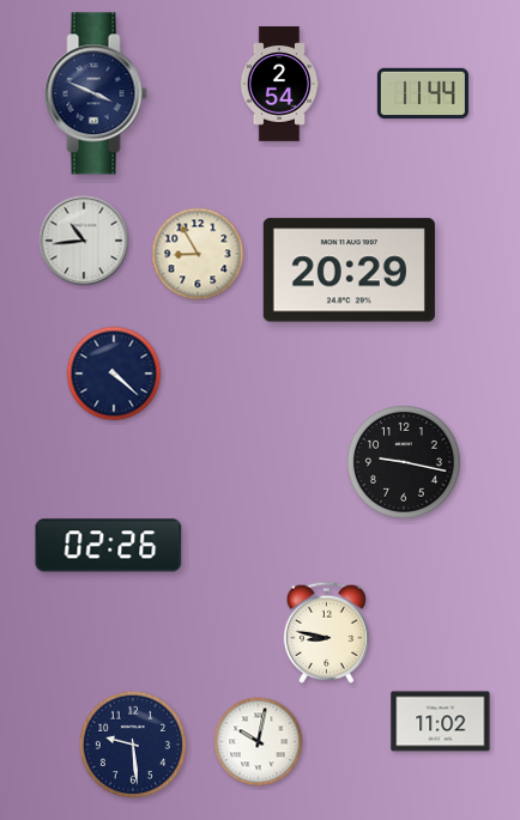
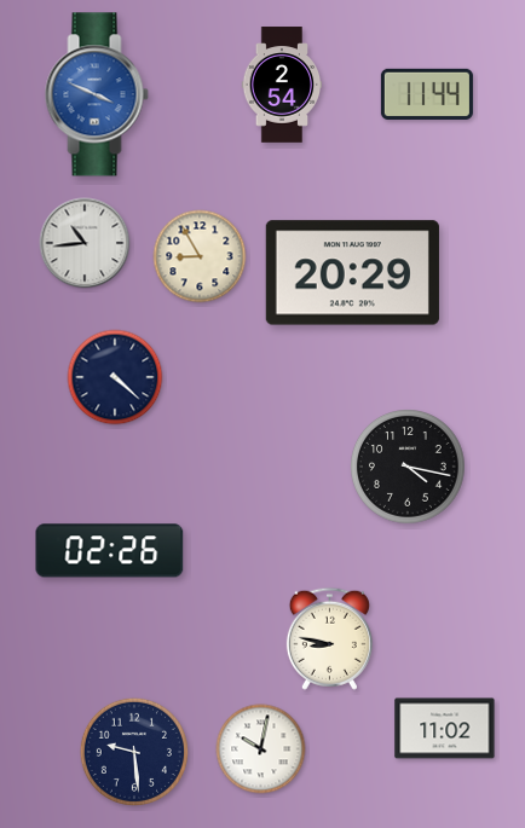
clock at (96, 93) dial: navy -> blue
clock at (405, 463): 9:17 -> 4:17
